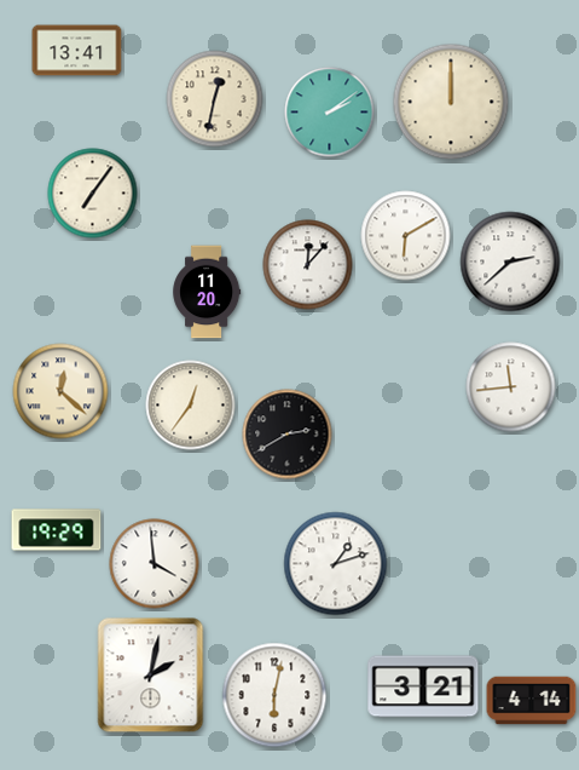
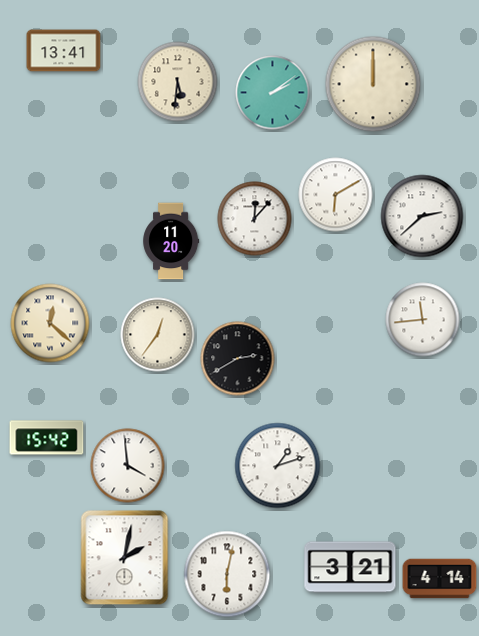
clock at (77, 51) position: (77, 51) -> (64, 51)
clock at (215, 99): 12:32 -> 5:31
clock at (93, 194): 7:06 -> none
clock at (57, 530): 19:29 -> 15:42
